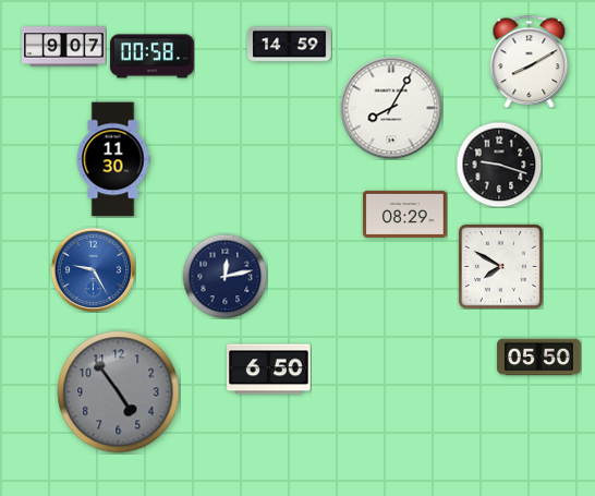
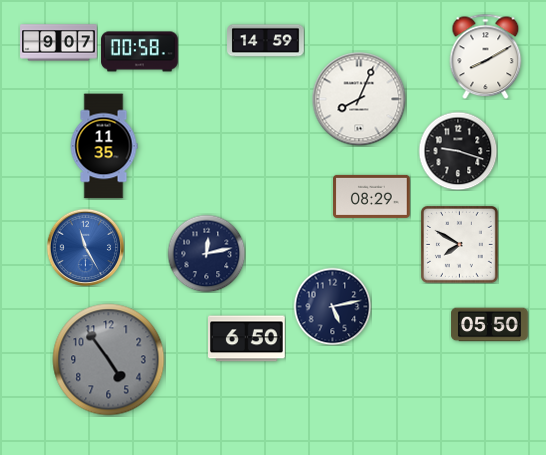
clock at (391, 108): 8:05 -> 8:04
clock at (113, 159): 11:30 -> 11:35
clock at (93, 269): 9:25 -> 11:25
clock at (332, 306): none -> 5:13
clock at (539, 358) position: (539, 358) -> (490, 325)
